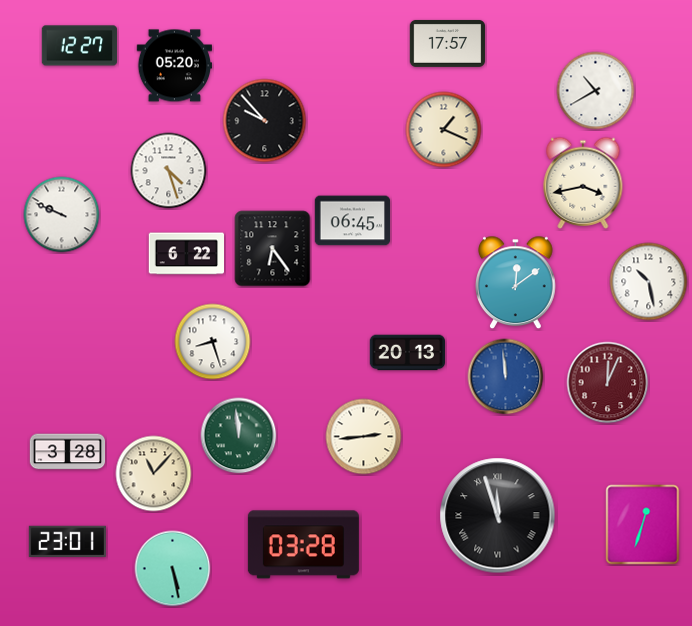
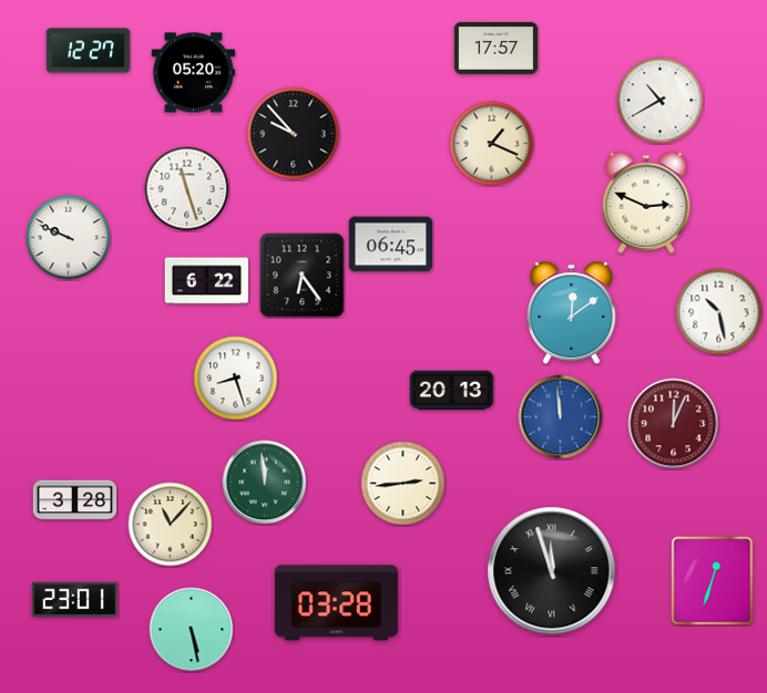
clock at (169, 171): 4:27 -> 11:27
clock at (583, 183): 3:43 -> 2:49
